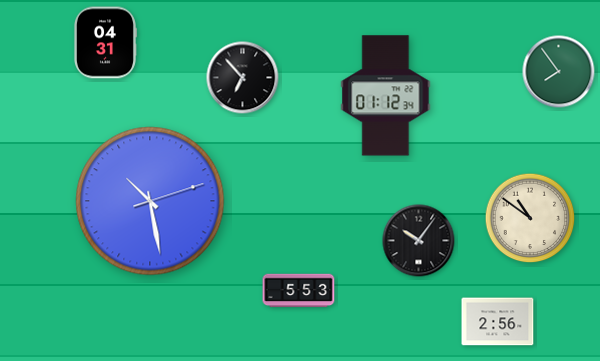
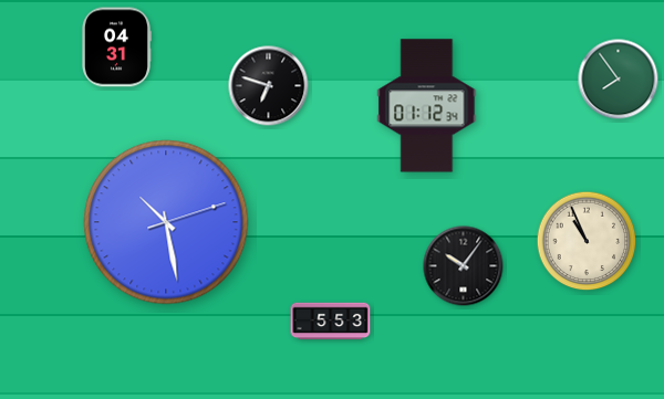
clock at (243, 78): 6:53 -> 6:48
clock at (530, 218): 10:51 -> 10:56
clock at (498, 322): 2:56 -> none
